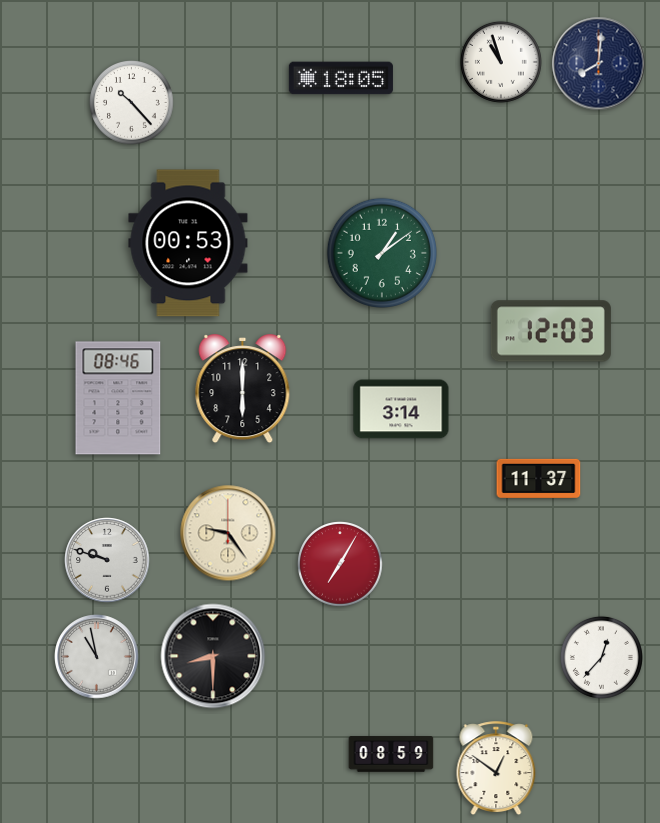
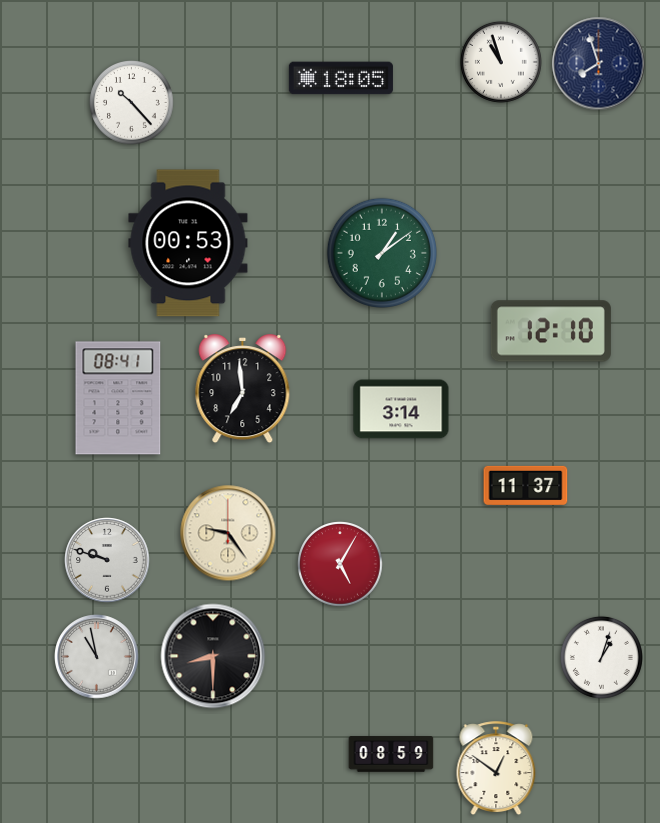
clock at (599, 64): 8:01 -> 7:57
clock at (551, 331): 12:03 -> 12:10
clock at (243, 389): 6:00 -> 6:59
clock at (118, 398): 08:46 -> 08:41
clock at (539, 478) position: (539, 478) -> (526, 485)
clock at (340, 564): 7:05 -> 5:05
clock at (601, 657): 12:37 -> 1:03
